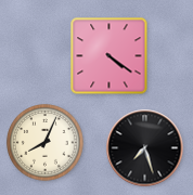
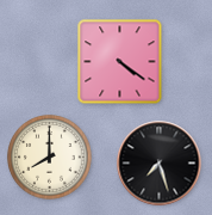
clock at (46, 143): 8:04 -> 8:00
